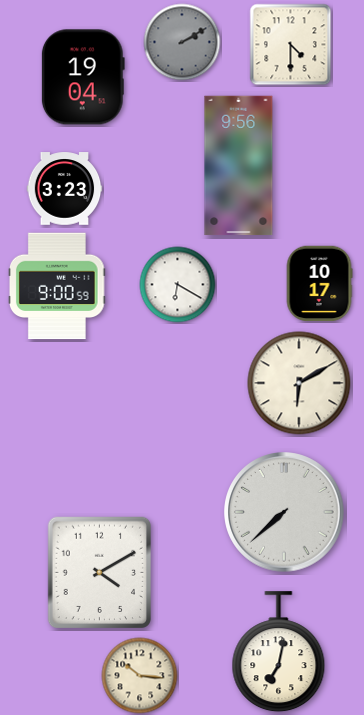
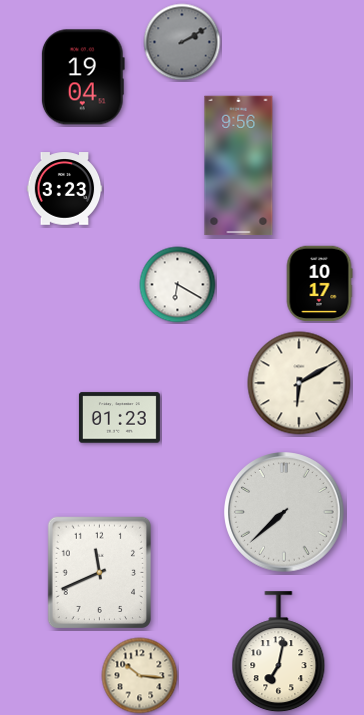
clock at (291, 45): 4:30 -> none
clock at (57, 286): 9:00 -> none
clock at (119, 418): none -> 01:23
clock at (99, 572): 4:10 -> 11:41
